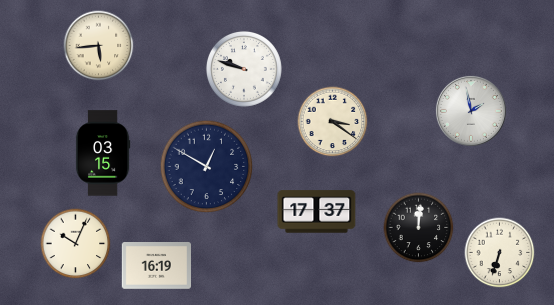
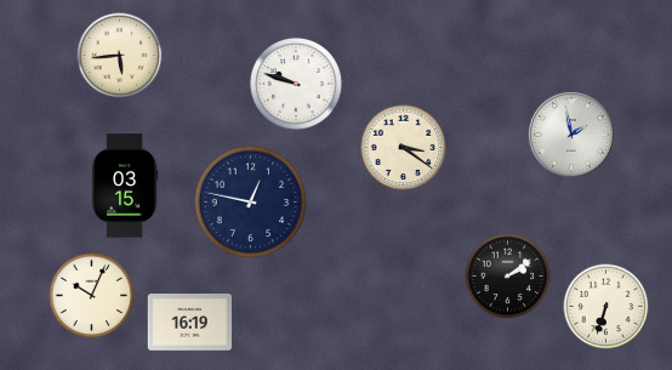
clock at (207, 167): 12:50 -> 12:47
clock at (317, 212): 17:37 -> none
clock at (419, 228): 12:01 -> 2:09
